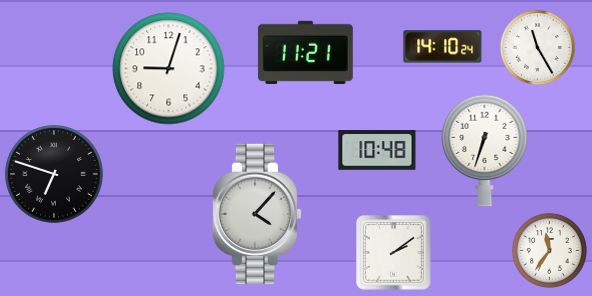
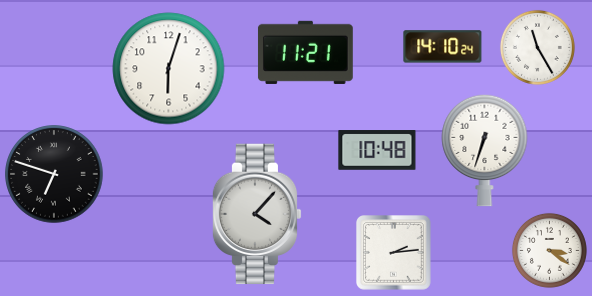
clock at (169, 69): 9:03 -> 6:03
clock at (549, 250): 11:36 -> 3:21
clock at (394, 253): 2:09 -> 2:14
